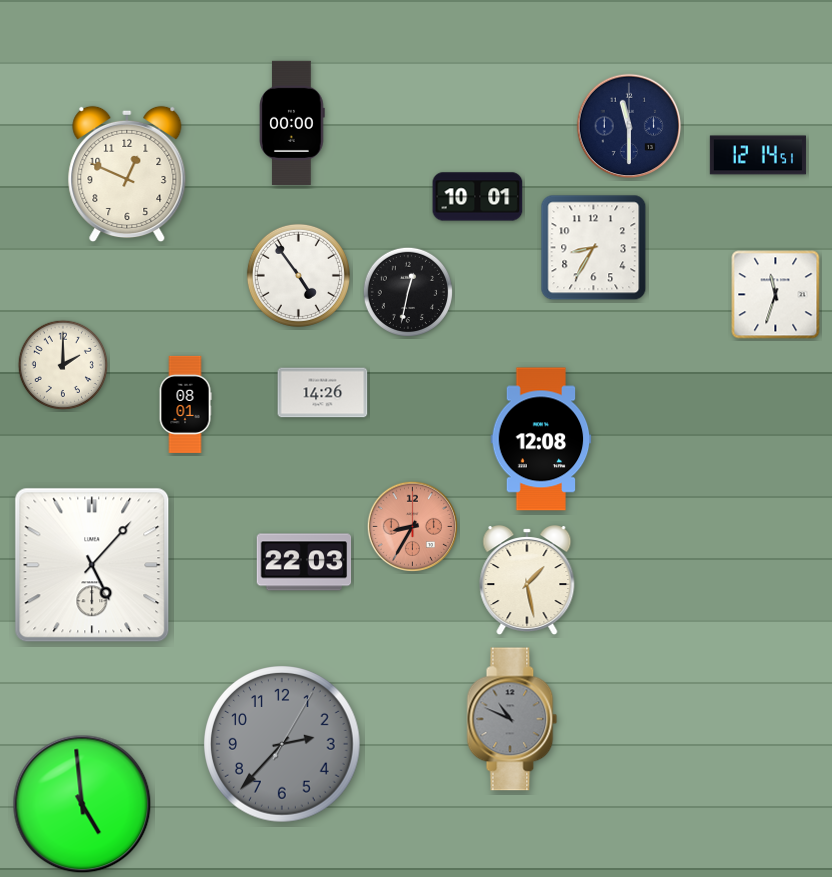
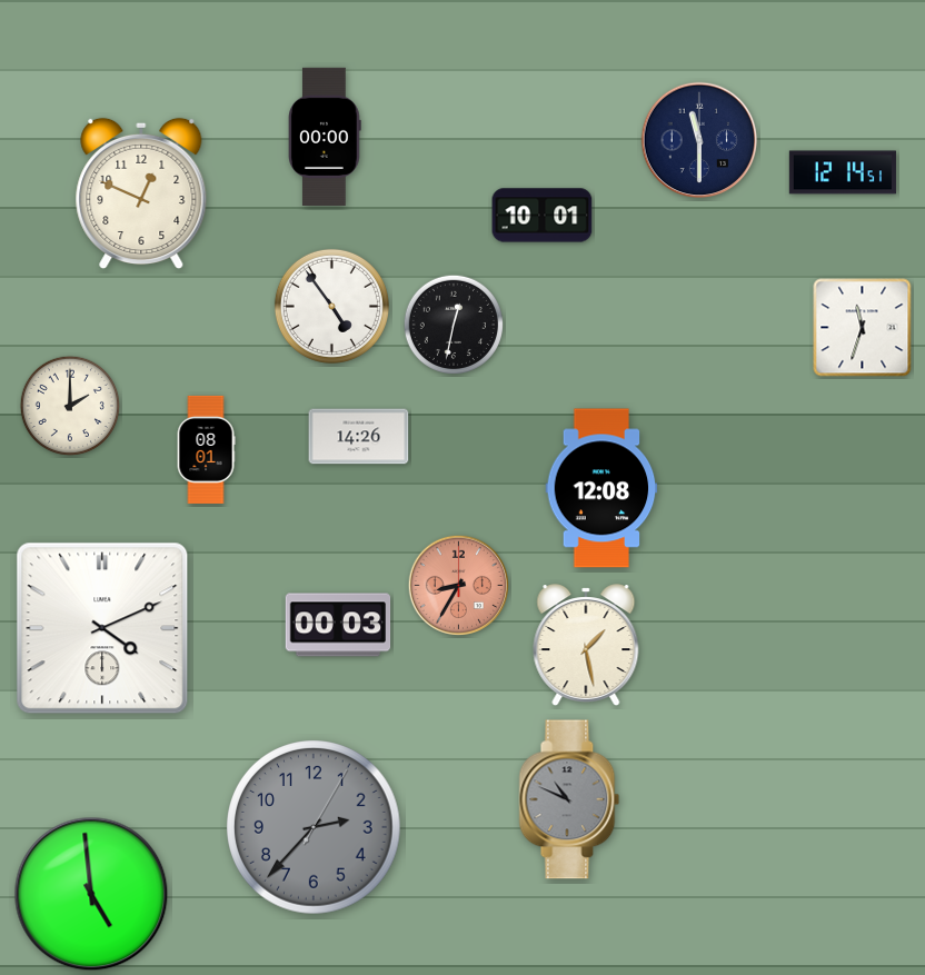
clock at (478, 197) position: (478, 197) -> (543, 216)
clock at (594, 248): 8:35 -> none
clock at (304, 562): 22:03 -> 00:03
clock at (92, 565): 5:07 -> 4:11
